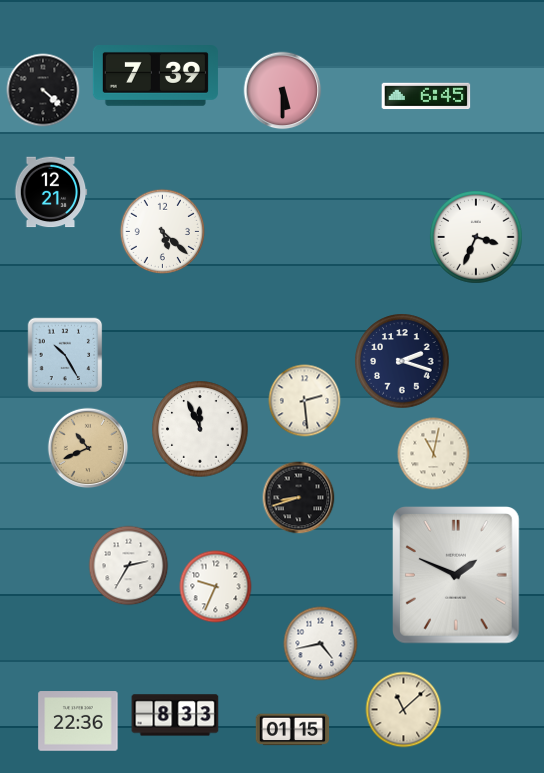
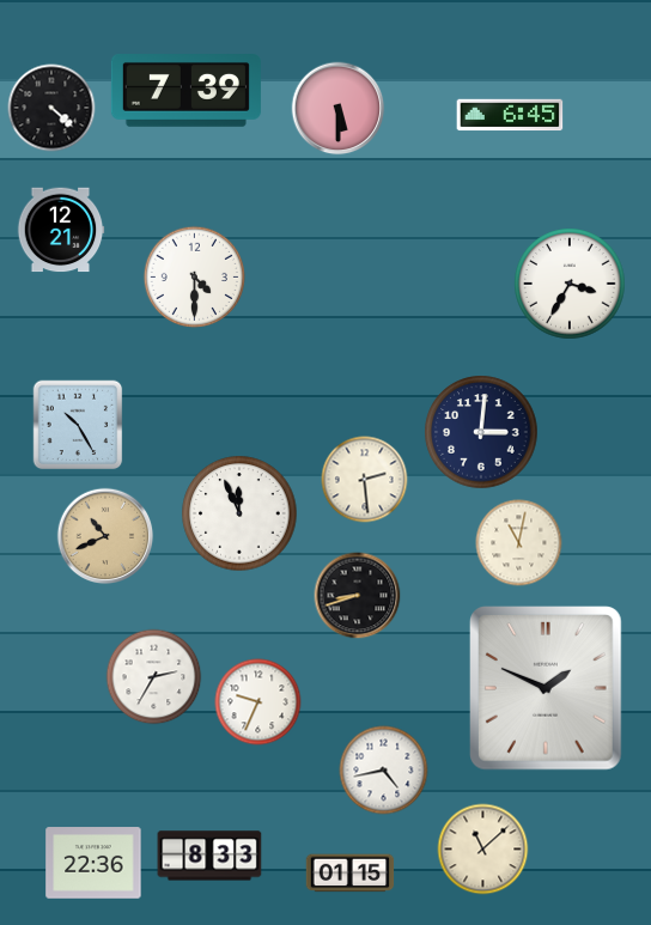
clock at (162, 231): 5:22 -> 4:30
clock at (476, 237): 3:34 -> 3:35
clock at (402, 361): 2:18 -> 3:01
